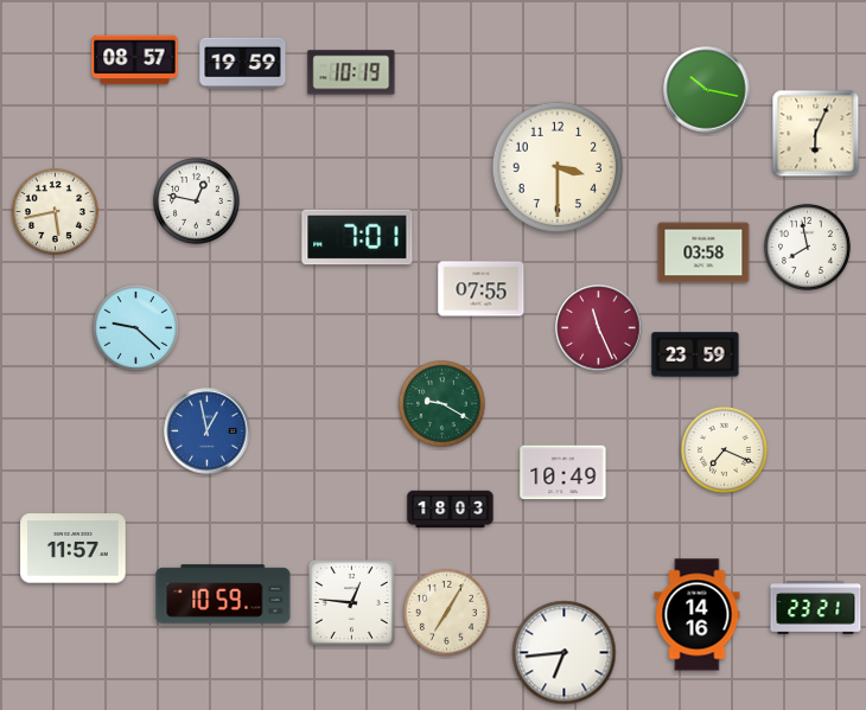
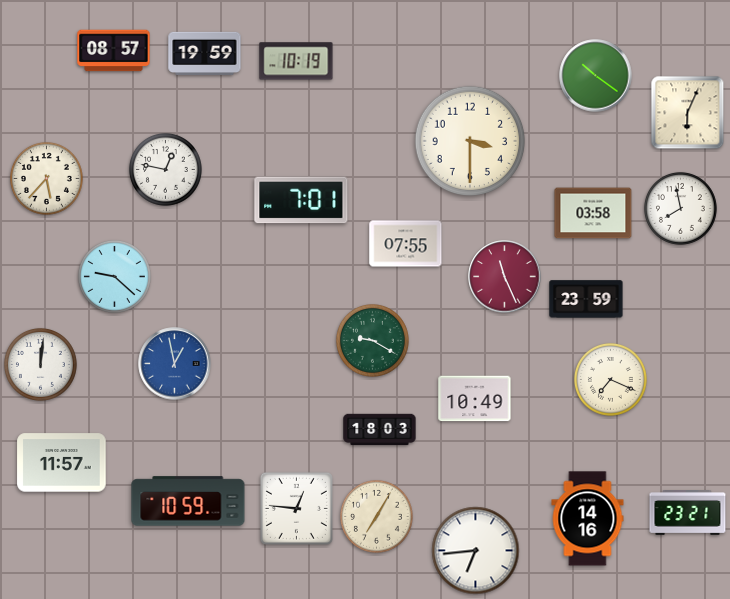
clock at (707, 90): 10:17 -> 10:21
clock at (55, 211): 5:43 -> 5:37
clock at (40, 364): none -> 12:01
